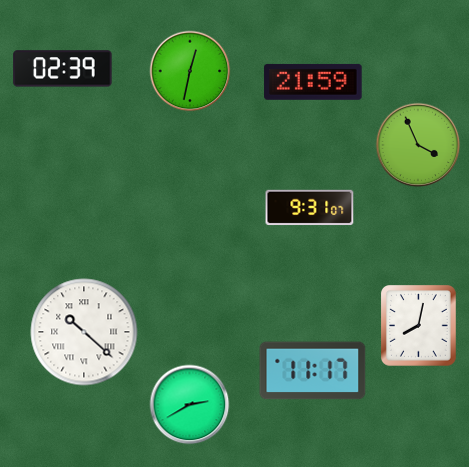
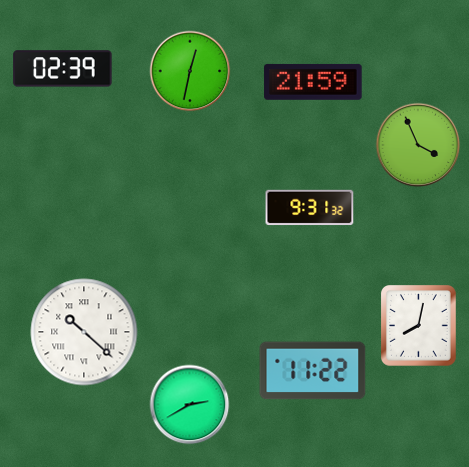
clock at (310, 208): 9:31:07 -> 9:31:32
clock at (313, 371): 11:17 -> 11:22
